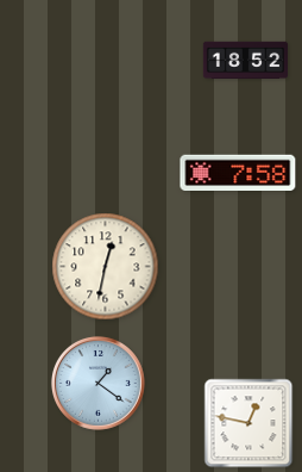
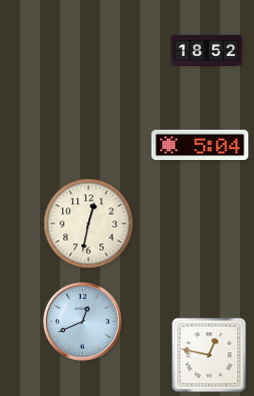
clock at (238, 173): 7:58 -> 5:04
clock at (97, 383): 1:21 -> 12:41
